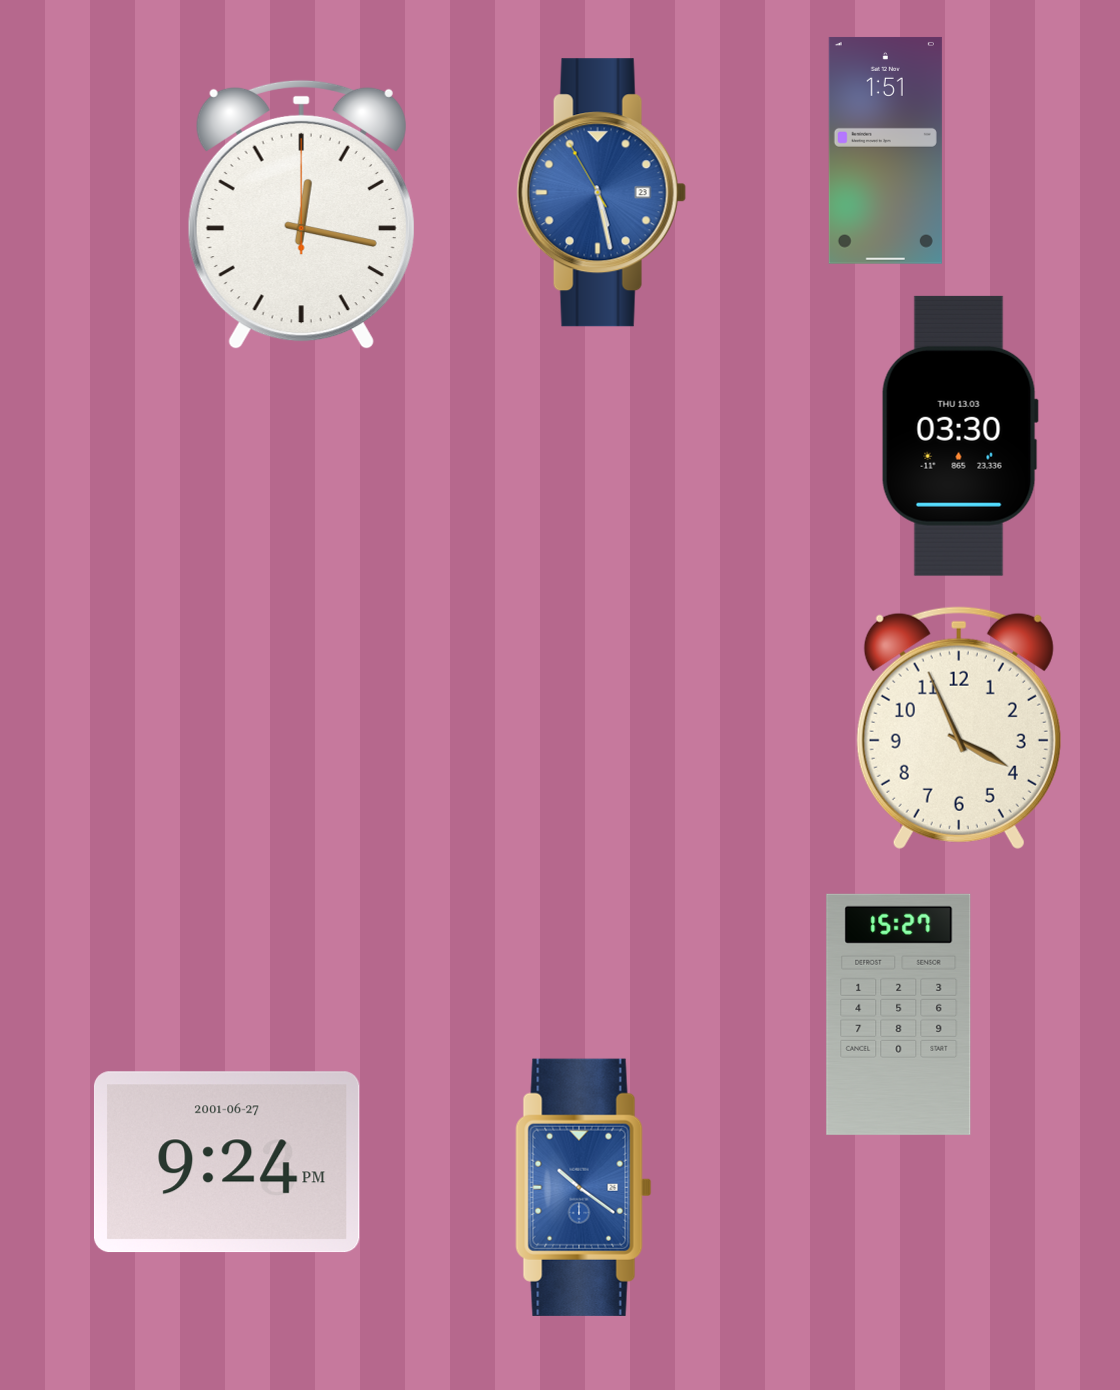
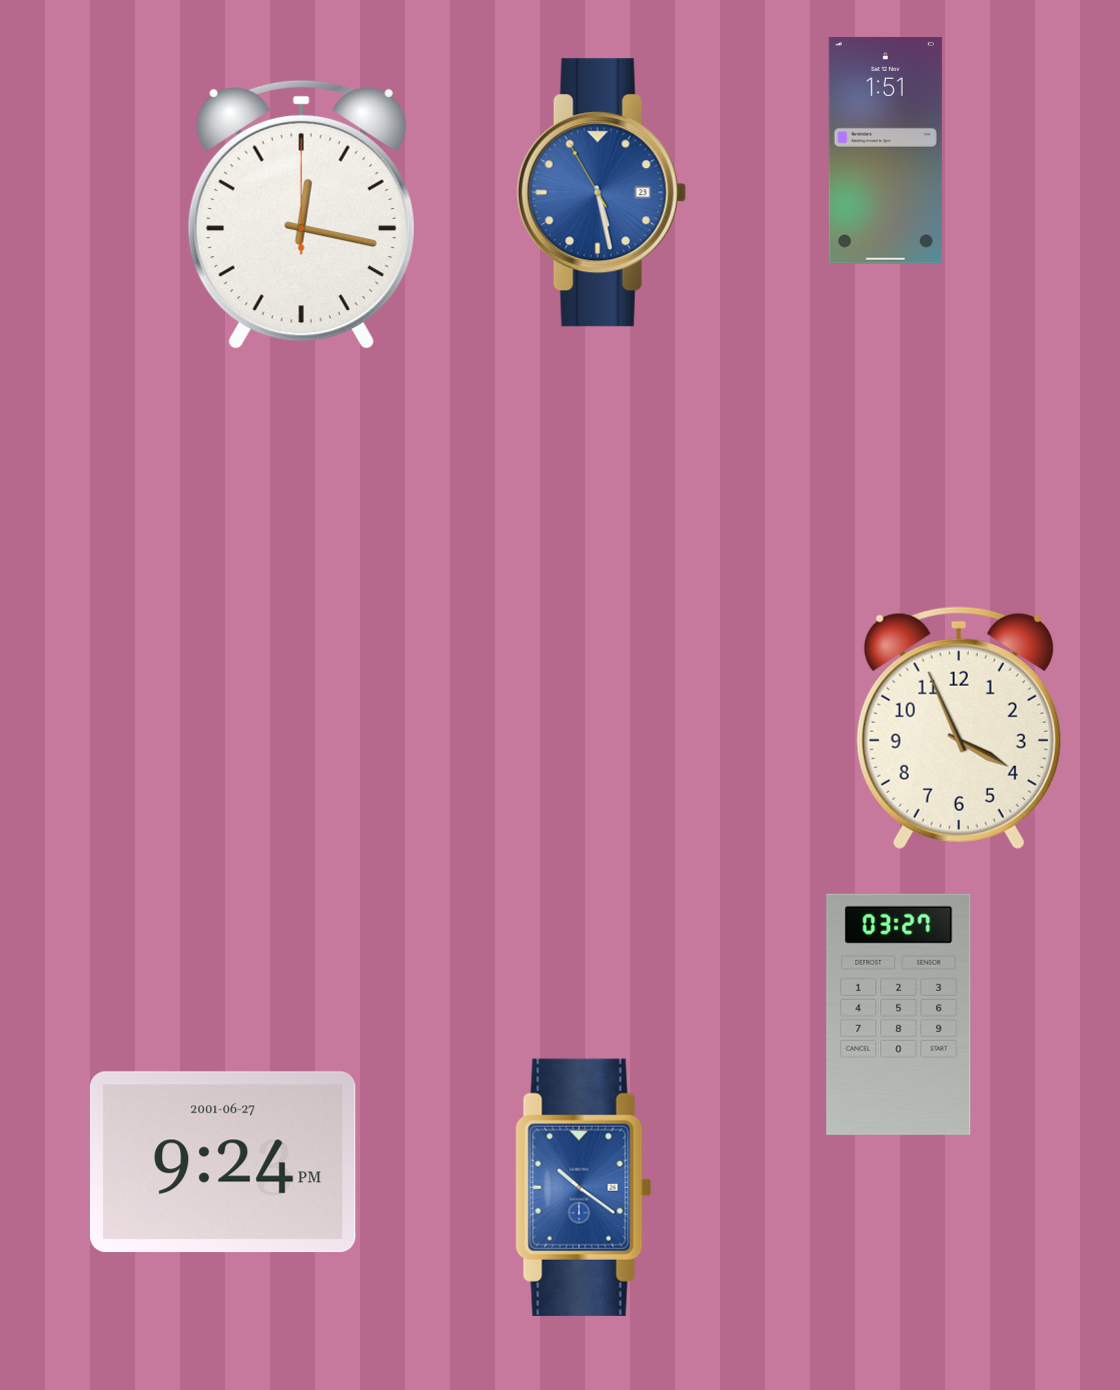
clock at (960, 436): 03:30 -> none
clock at (899, 1014): 15:27 -> 03:27
clock at (227, 1162) position: (227, 1162) -> (223, 1162)
